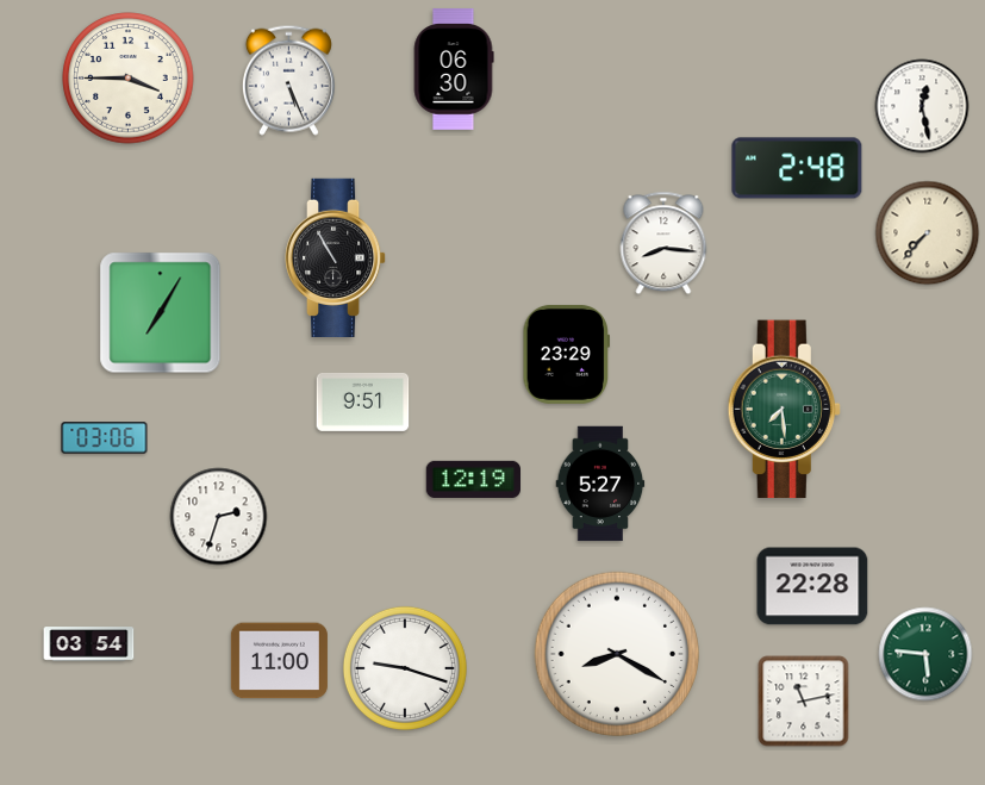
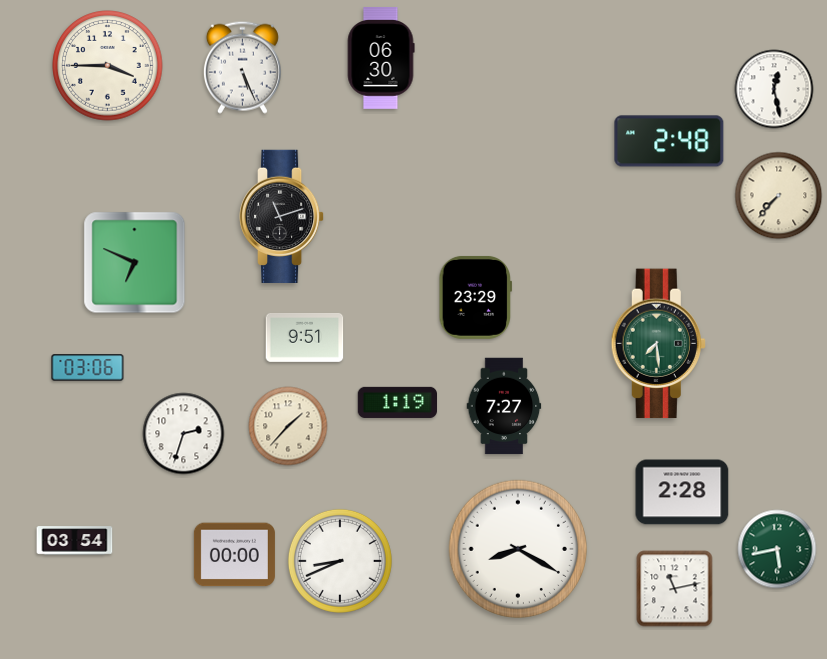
clock at (663, 243): 8:16 -> none
clock at (336, 257): 10:55 -> 11:12
clock at (161, 313): 7:05 -> 6:49
clock at (473, 479): 12:19 -> 1:19
clock at (600, 484): 5:27 -> 7:27
clock at (288, 426): none -> 1:37
clock at (812, 586): 22:28 -> 2:28
clock at (925, 654): 5:46 -> 5:43
clock at (279, 661): 11:00 -> 00:00
clock at (405, 668): 9:18 -> 8:41
